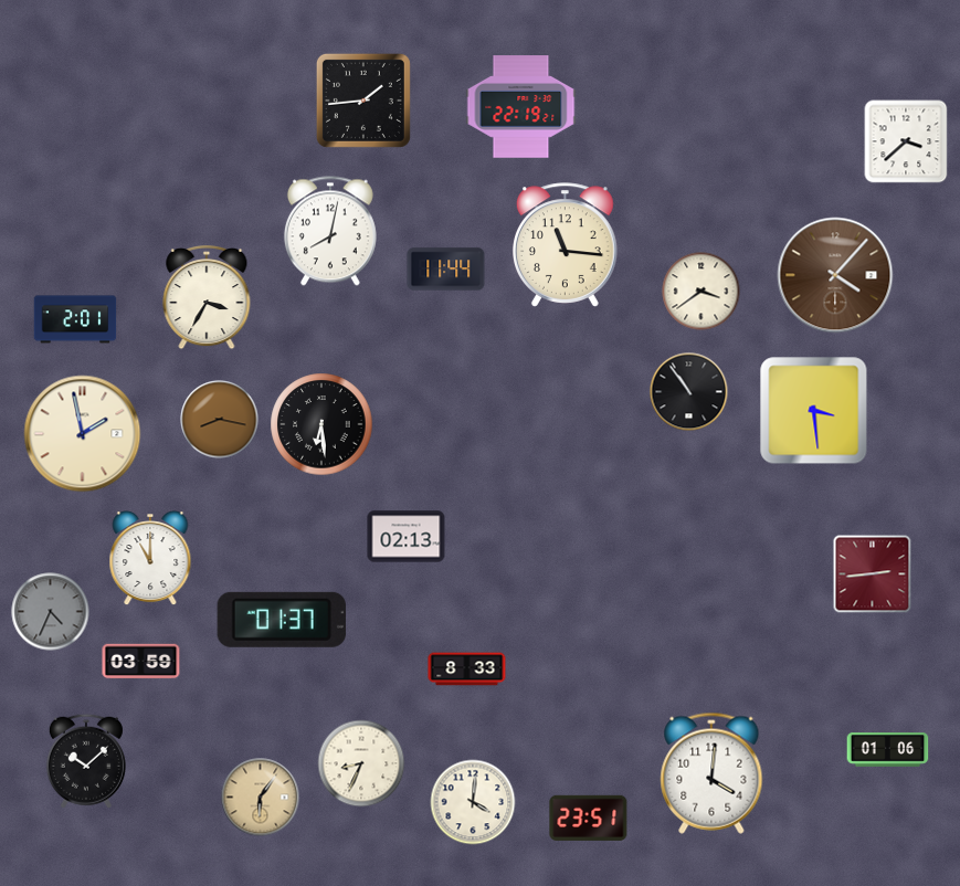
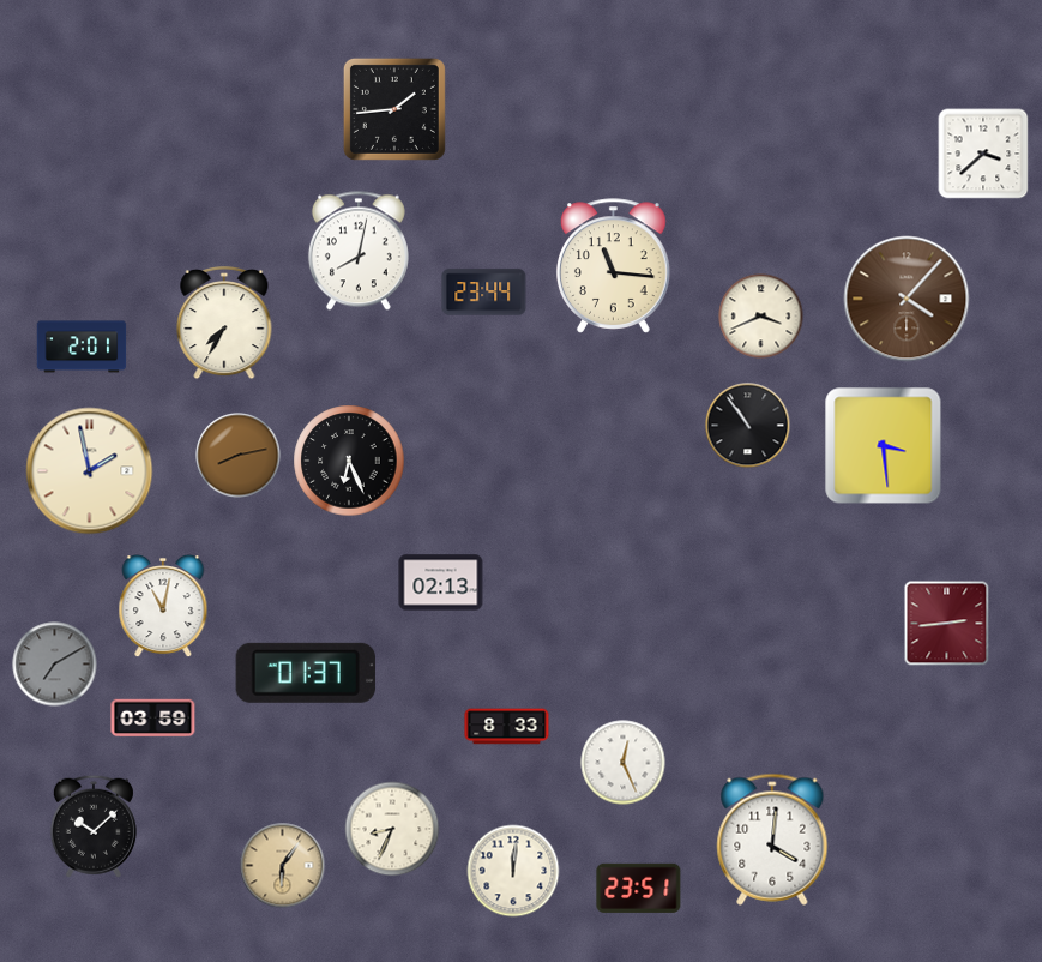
clock at (521, 107): 22:19 -> none
clock at (446, 270): 11:44 -> 23:44
clock at (701, 292): 3:39 -> 3:41
clock at (207, 297): 3:35 -> 7:35
clock at (220, 420): 8:17 -> 8:13
clock at (321, 424): 6:29 -> 6:26
clock at (150, 559): 11:00 -> 11:02
clock at (51, 612): 4:34 -> 7:10
clock at (624, 763): none -> 12:26
clock at (888, 750): 01:06 -> none
clock at (473, 802): 4:01 -> 12:01
